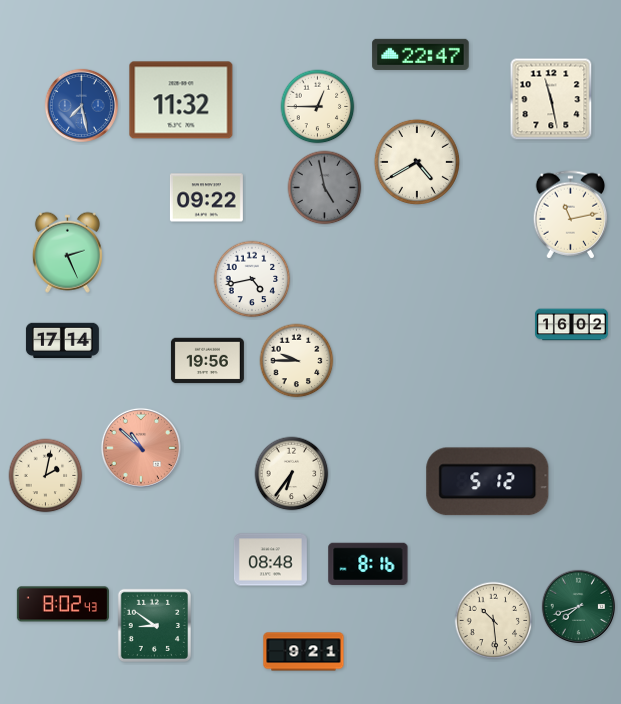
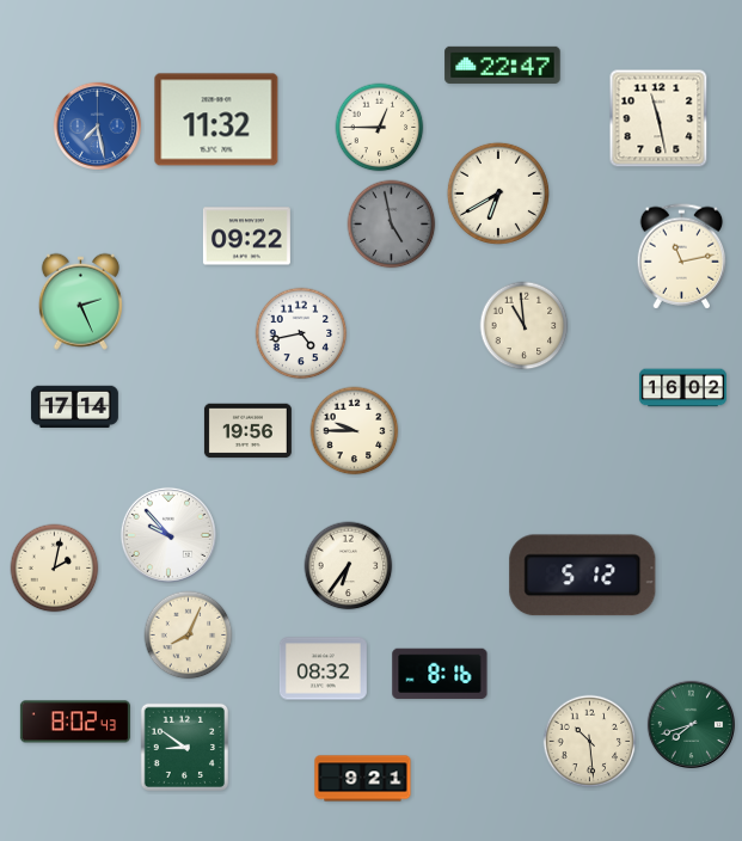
clock at (417, 162): 4:40 -> 6:40
clock at (325, 188) position: (325, 188) -> (392, 225)
clock at (525, 326): none -> 10:59
clock at (141, 448): 10:52 -> 9:53
clock at (141, 448) dial: salmon -> white
clock at (189, 636): none -> 8:04
clock at (270, 560): 08:48 -> 08:32
